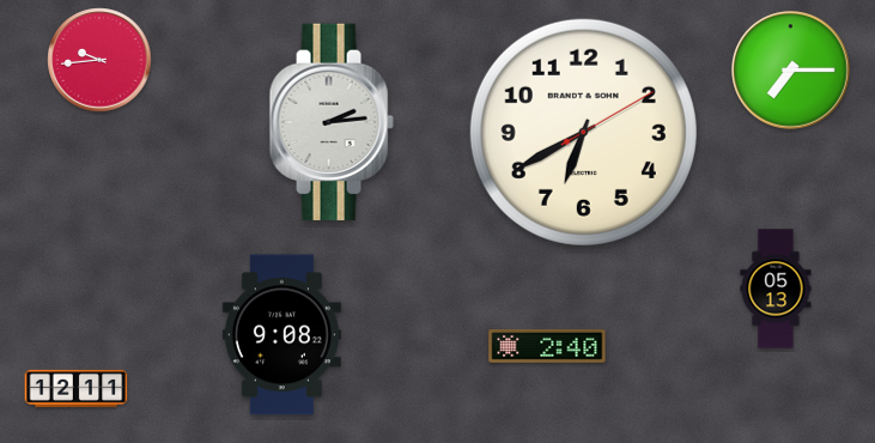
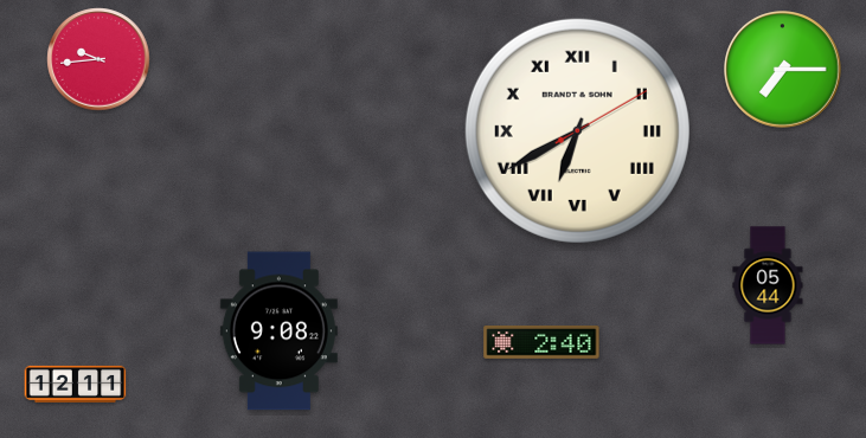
clock at (332, 121): 2:14 -> none
clock at (583, 132) numerals: Arabic -> Roman
clock at (776, 289): 05:13 -> 05:44
